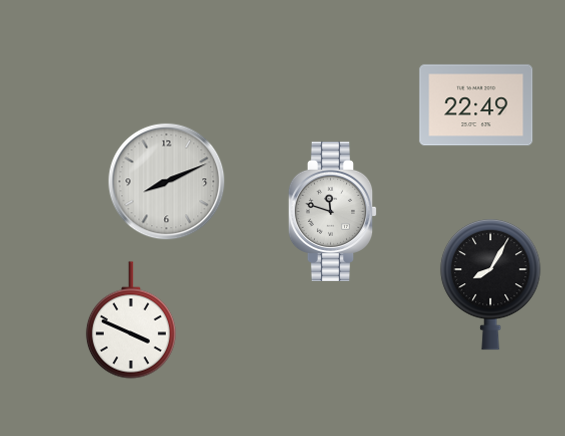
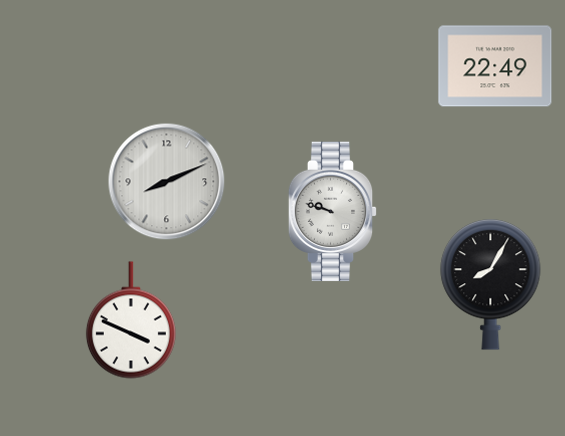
clock at (476, 105) position: (476, 105) -> (495, 66)
clock at (333, 212): 11:48 -> 9:48
